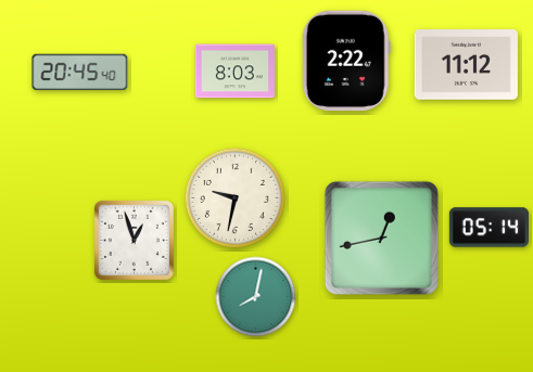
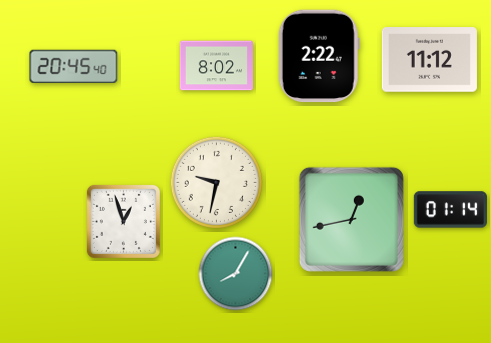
clock at (234, 72): 8:03 -> 8:02
clock at (488, 228): 05:14 -> 01:14
clock at (256, 297): 8:02 -> 8:05
